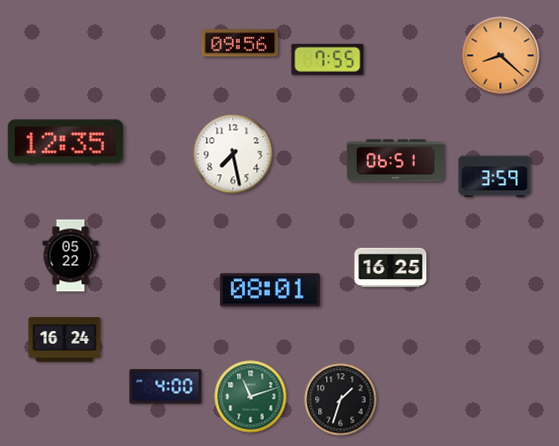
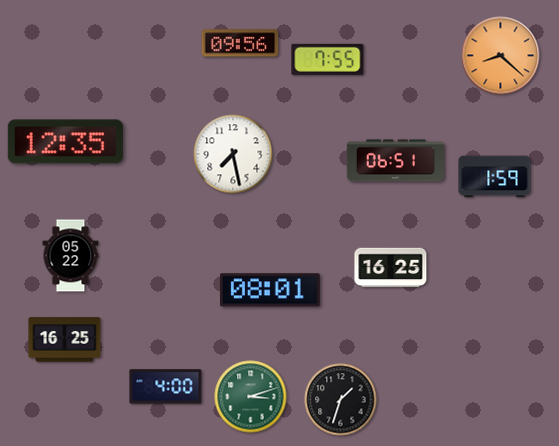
clock at (495, 177): 3:59 -> 1:59
clock at (65, 340): 16:24 -> 16:25
clock at (251, 397): 11:12 -> 3:12
